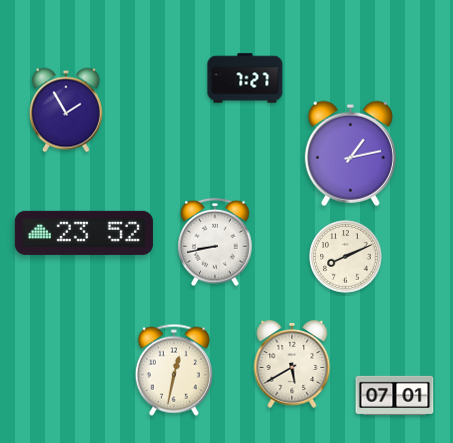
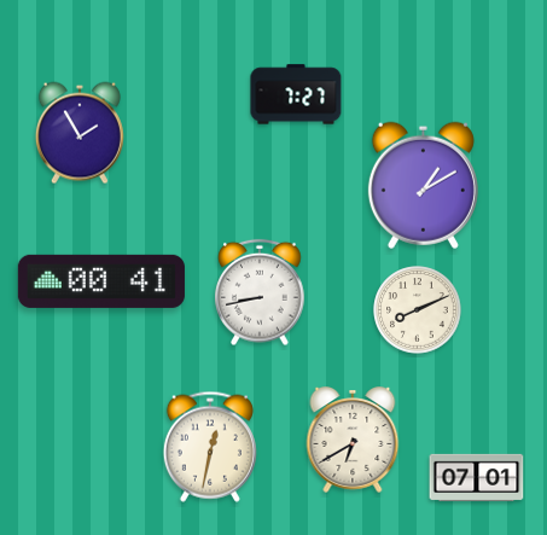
clock at (350, 153): 1:13 -> 1:10
clock at (84, 233): 23:52 -> 00:41
clock at (292, 364): 5:40 -> 6:40
